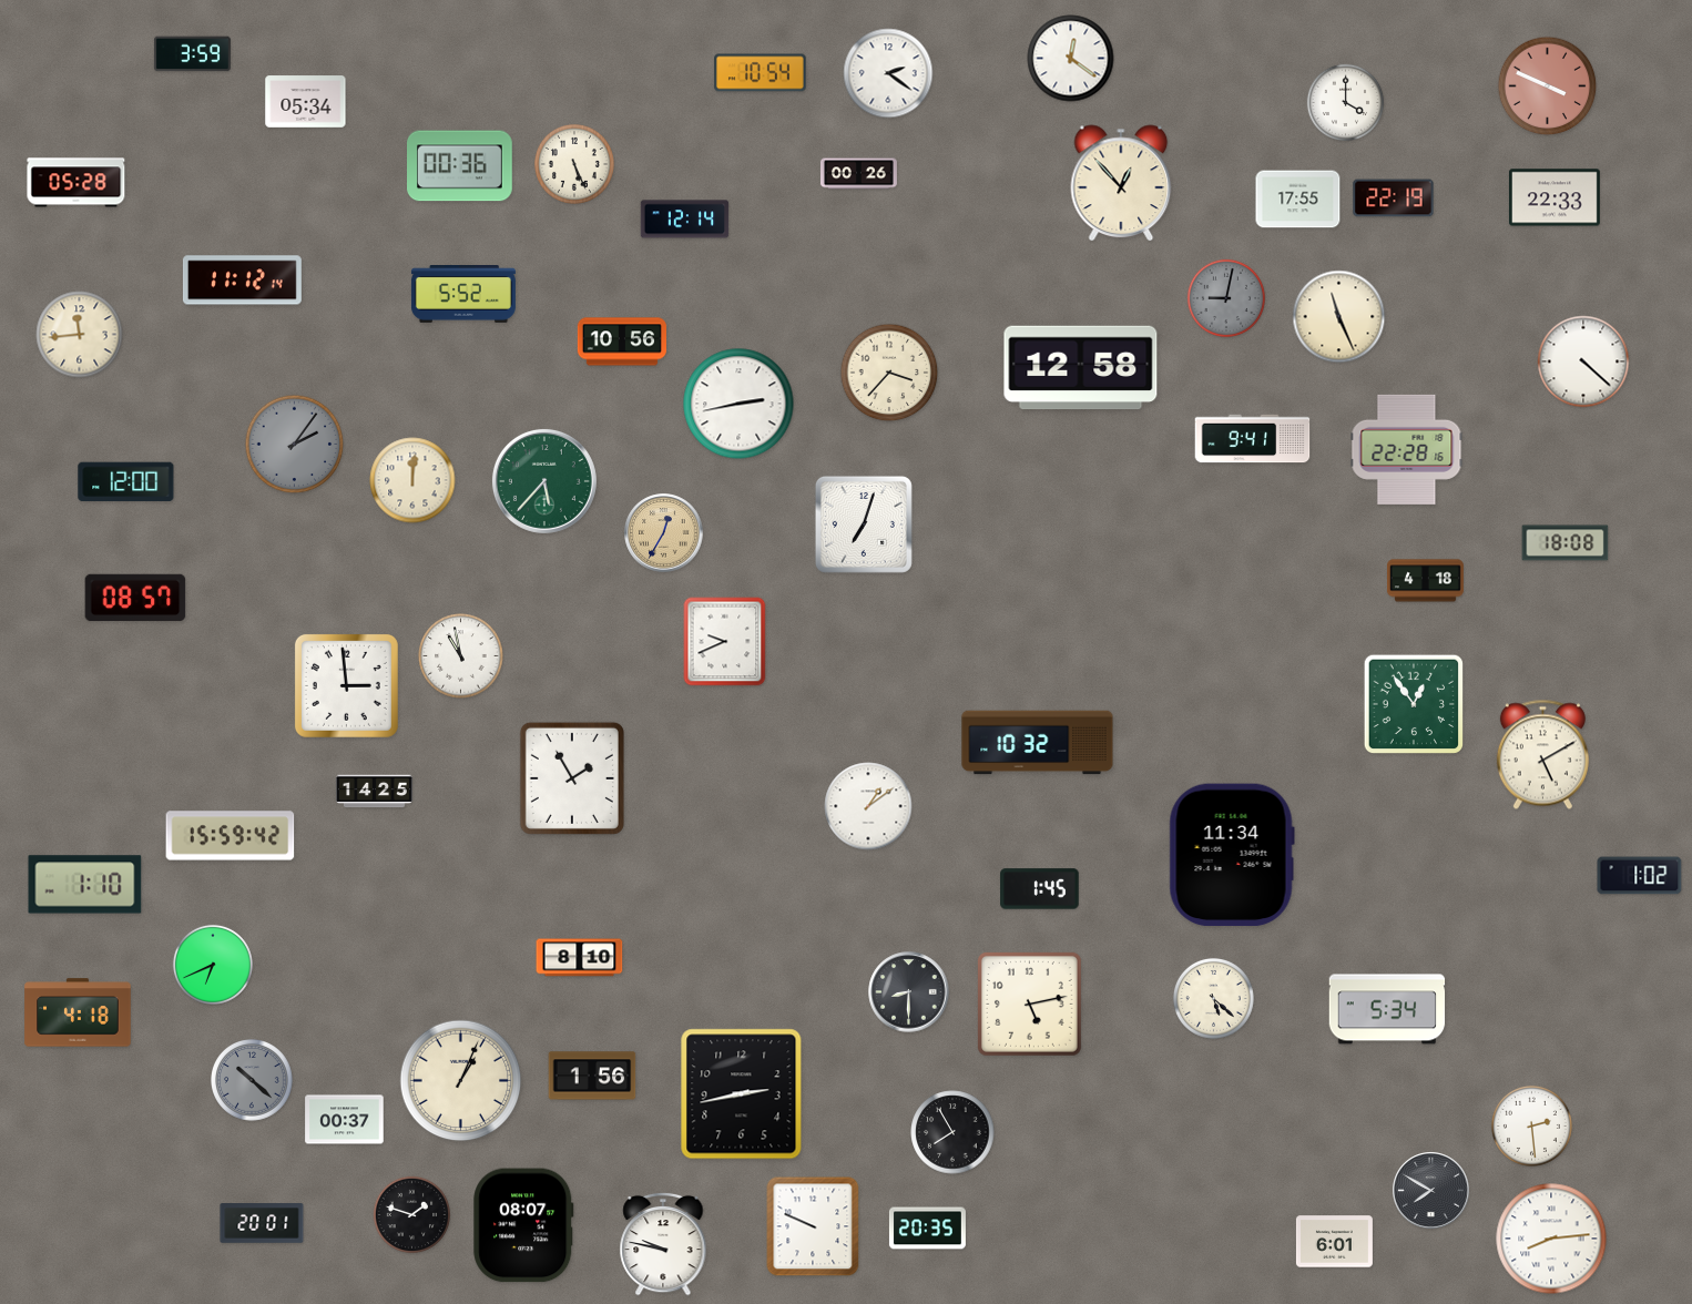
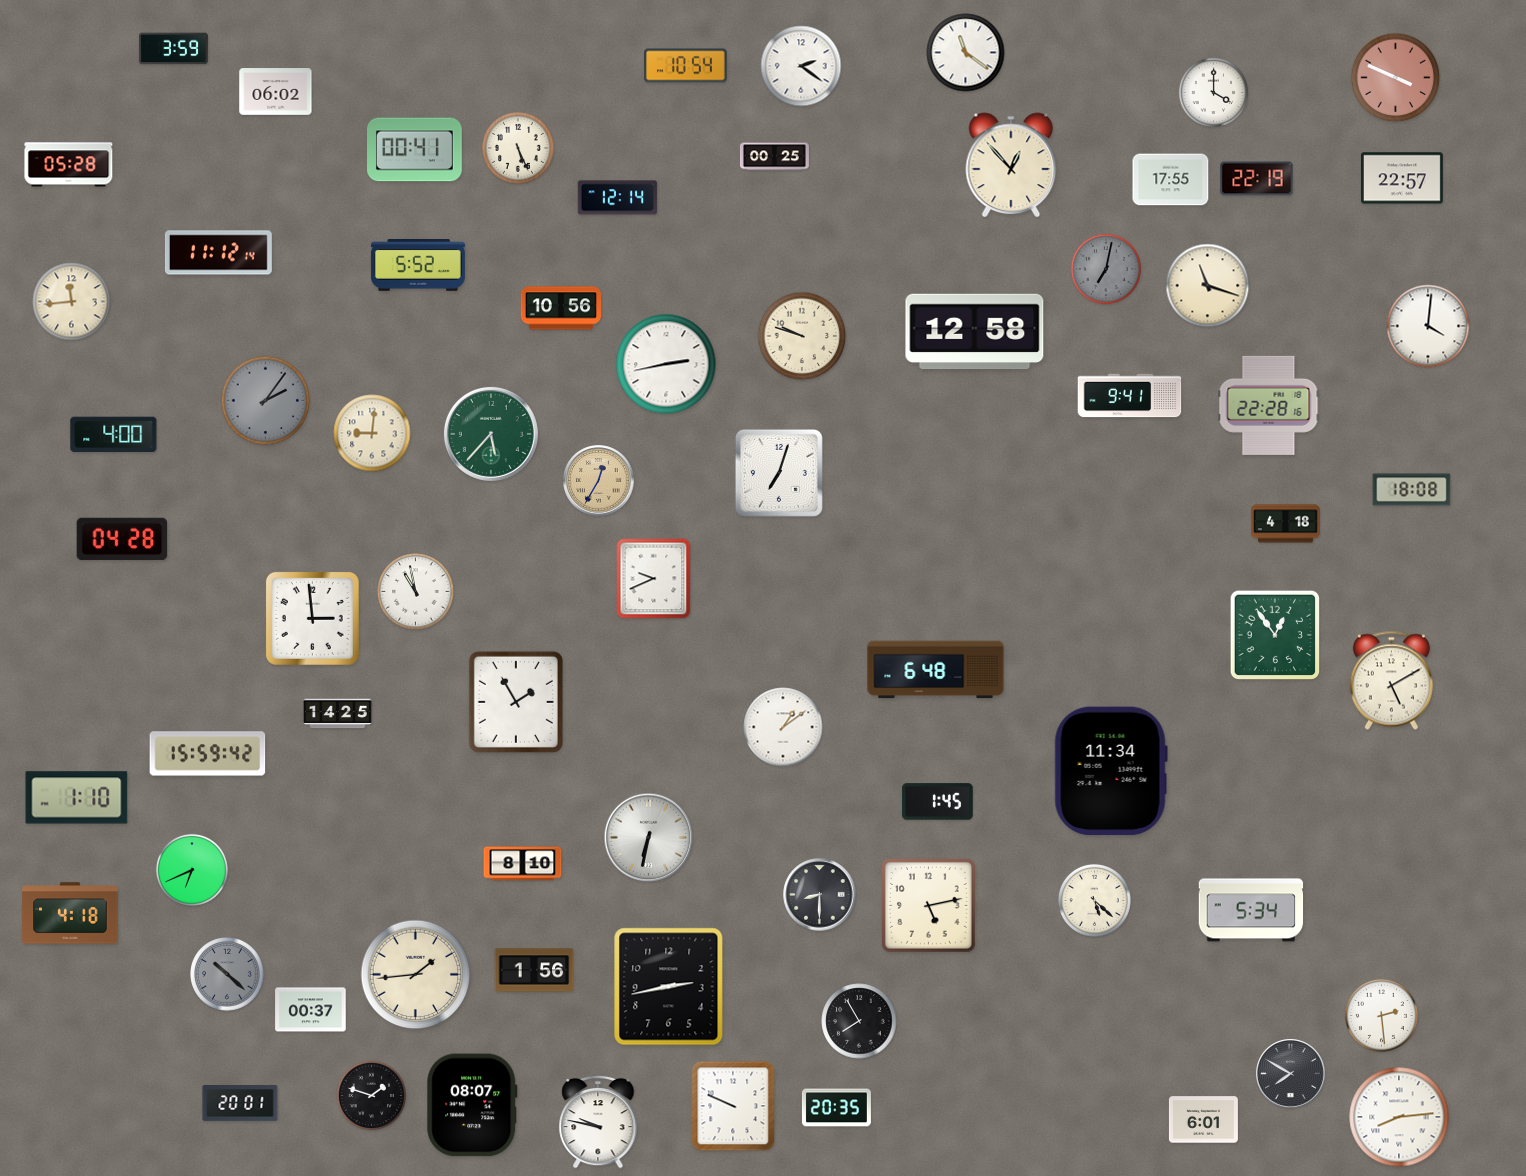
clock at (1071, 59): 12:21 -> 11:21
clock at (306, 102): 05:34 -> 06:02
clock at (460, 166): 00:36 -> 00:41
clock at (858, 174): 00:26 -> 00:25
clock at (1555, 197): 22:33 -> 22:57
clock at (1225, 297): 9:02 -> 7:02
clock at (1339, 317): 11:26 -> 11:18
clock at (1583, 361): 4:22 -> 4:01
clock at (889, 373): 3:37 -> 9:48
clock at (412, 480): 12:01 -> 9:01
clock at (126, 482): 12:00 -> 4:00
clock at (135, 598): 08:57 -> 04:28
clock at (1038, 743): 10:32 -> 6:48
clock at (1640, 876): 1:02 -> none
clock at (649, 838): none -> 6:32
clock at (461, 1081): 1:04 -> 1:44
clock at (262, 1224) position: (262, 1224) -> (240, 1104)
